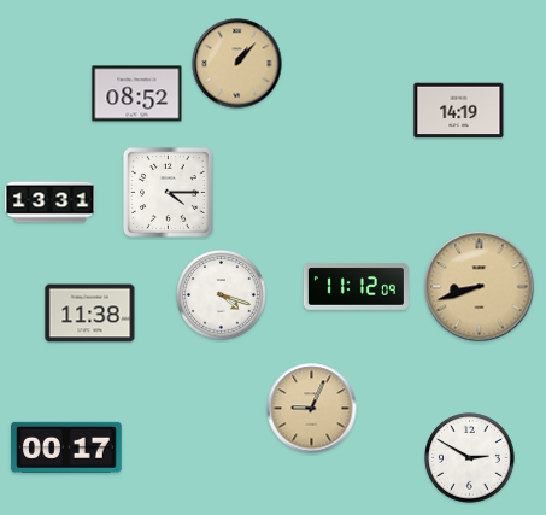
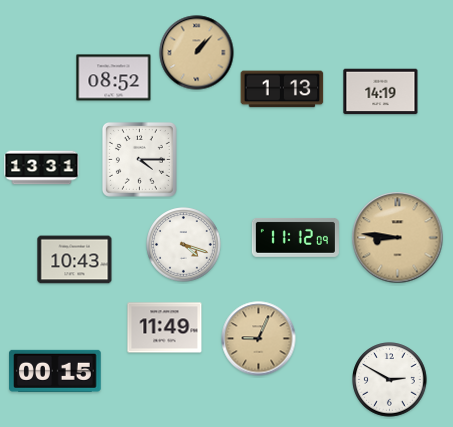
clock at (282, 89): none -> 1:13
clock at (480, 287): 8:42 -> 8:46
clock at (90, 314): 11:38 -> 10:43
clock at (165, 328): none -> 11:49
clock at (66, 447): 00:17 -> 00:15
